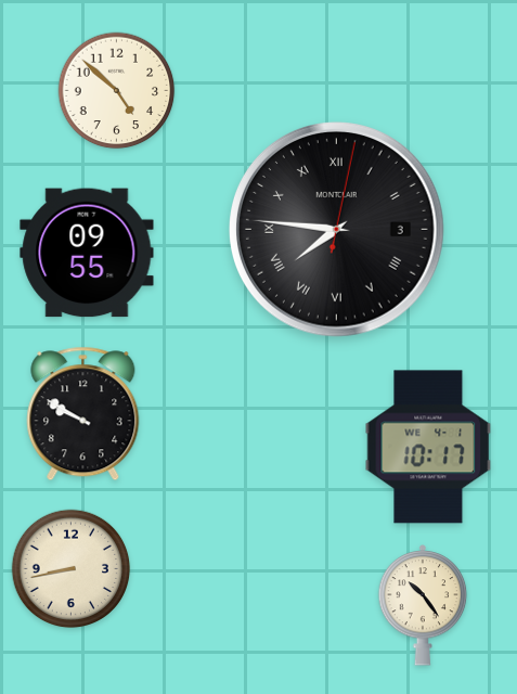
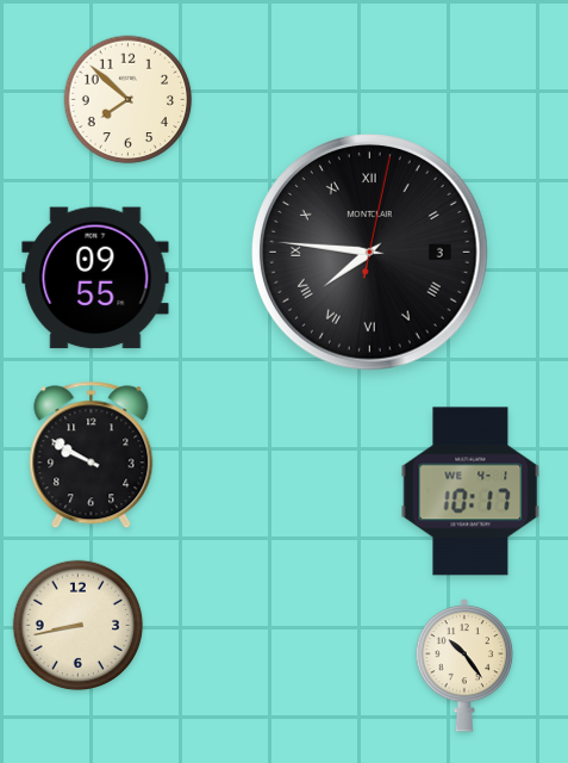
clock at (117, 91): 4:52 -> 7:52
